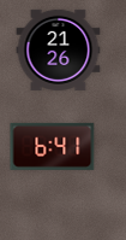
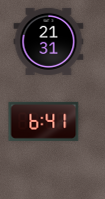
clock at (59, 49): 21:26 -> 21:31
